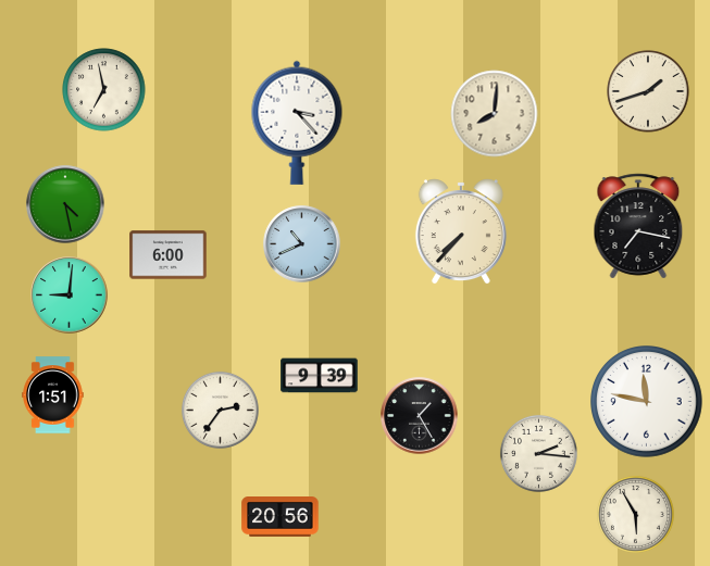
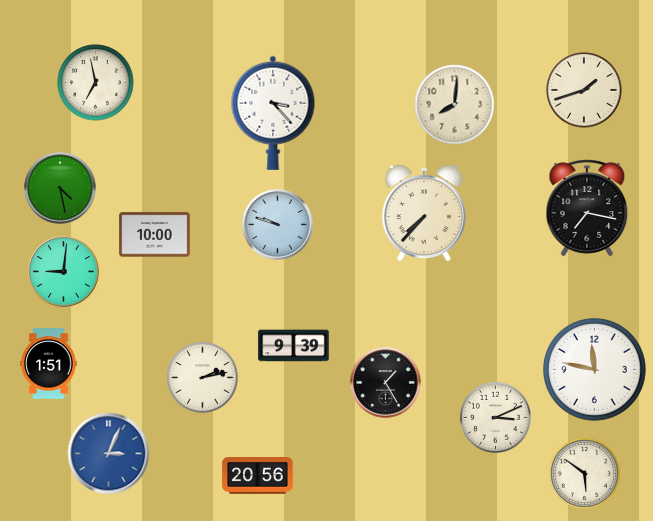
clock at (648, 91) position: (648, 91) -> (584, 90)
clock at (302, 244): 10:41 -> 9:48
clock at (169, 255): 6:00 -> 10:00
clock at (220, 410): 2:36 -> 2:13
clock at (538, 453): 2:16 -> 3:11
clock at (109, 454): none -> 3:04
clock at (635, 514): 5:55 -> 5:51
